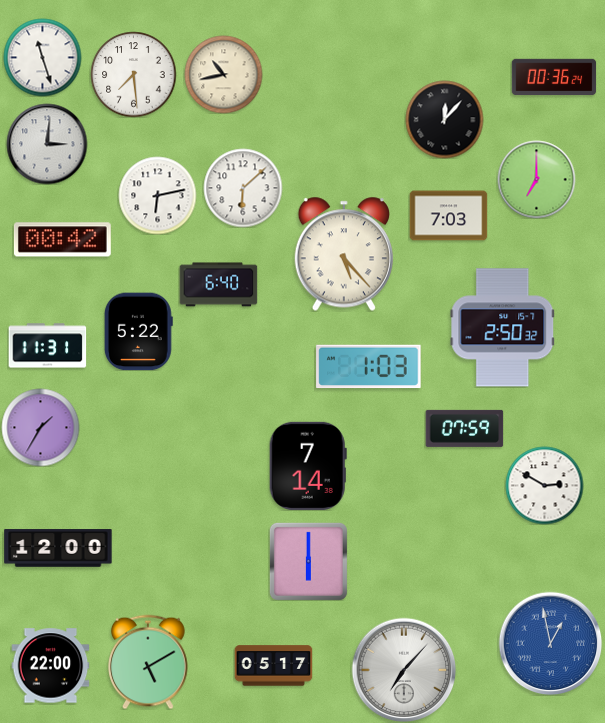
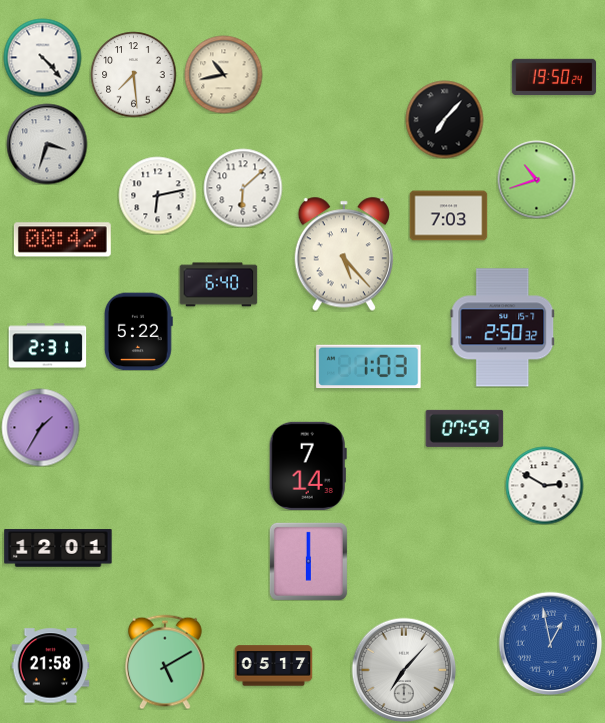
clock at (42, 57): 11:27 -> 4:23
clock at (554, 77): 00:36 -> 19:50
clock at (444, 119): 12:07 -> 7:07
clock at (47, 144): 3:01 -> 3:33
clock at (536, 179): 7:00 -> 10:42
clock at (47, 346): 11:31 -> 2:31
clock at (58, 548): 12:00 -> 12:01
clock at (149, 662) position: (149, 662) -> (166, 662)
clock at (50, 666): 22:00 -> 21:58
